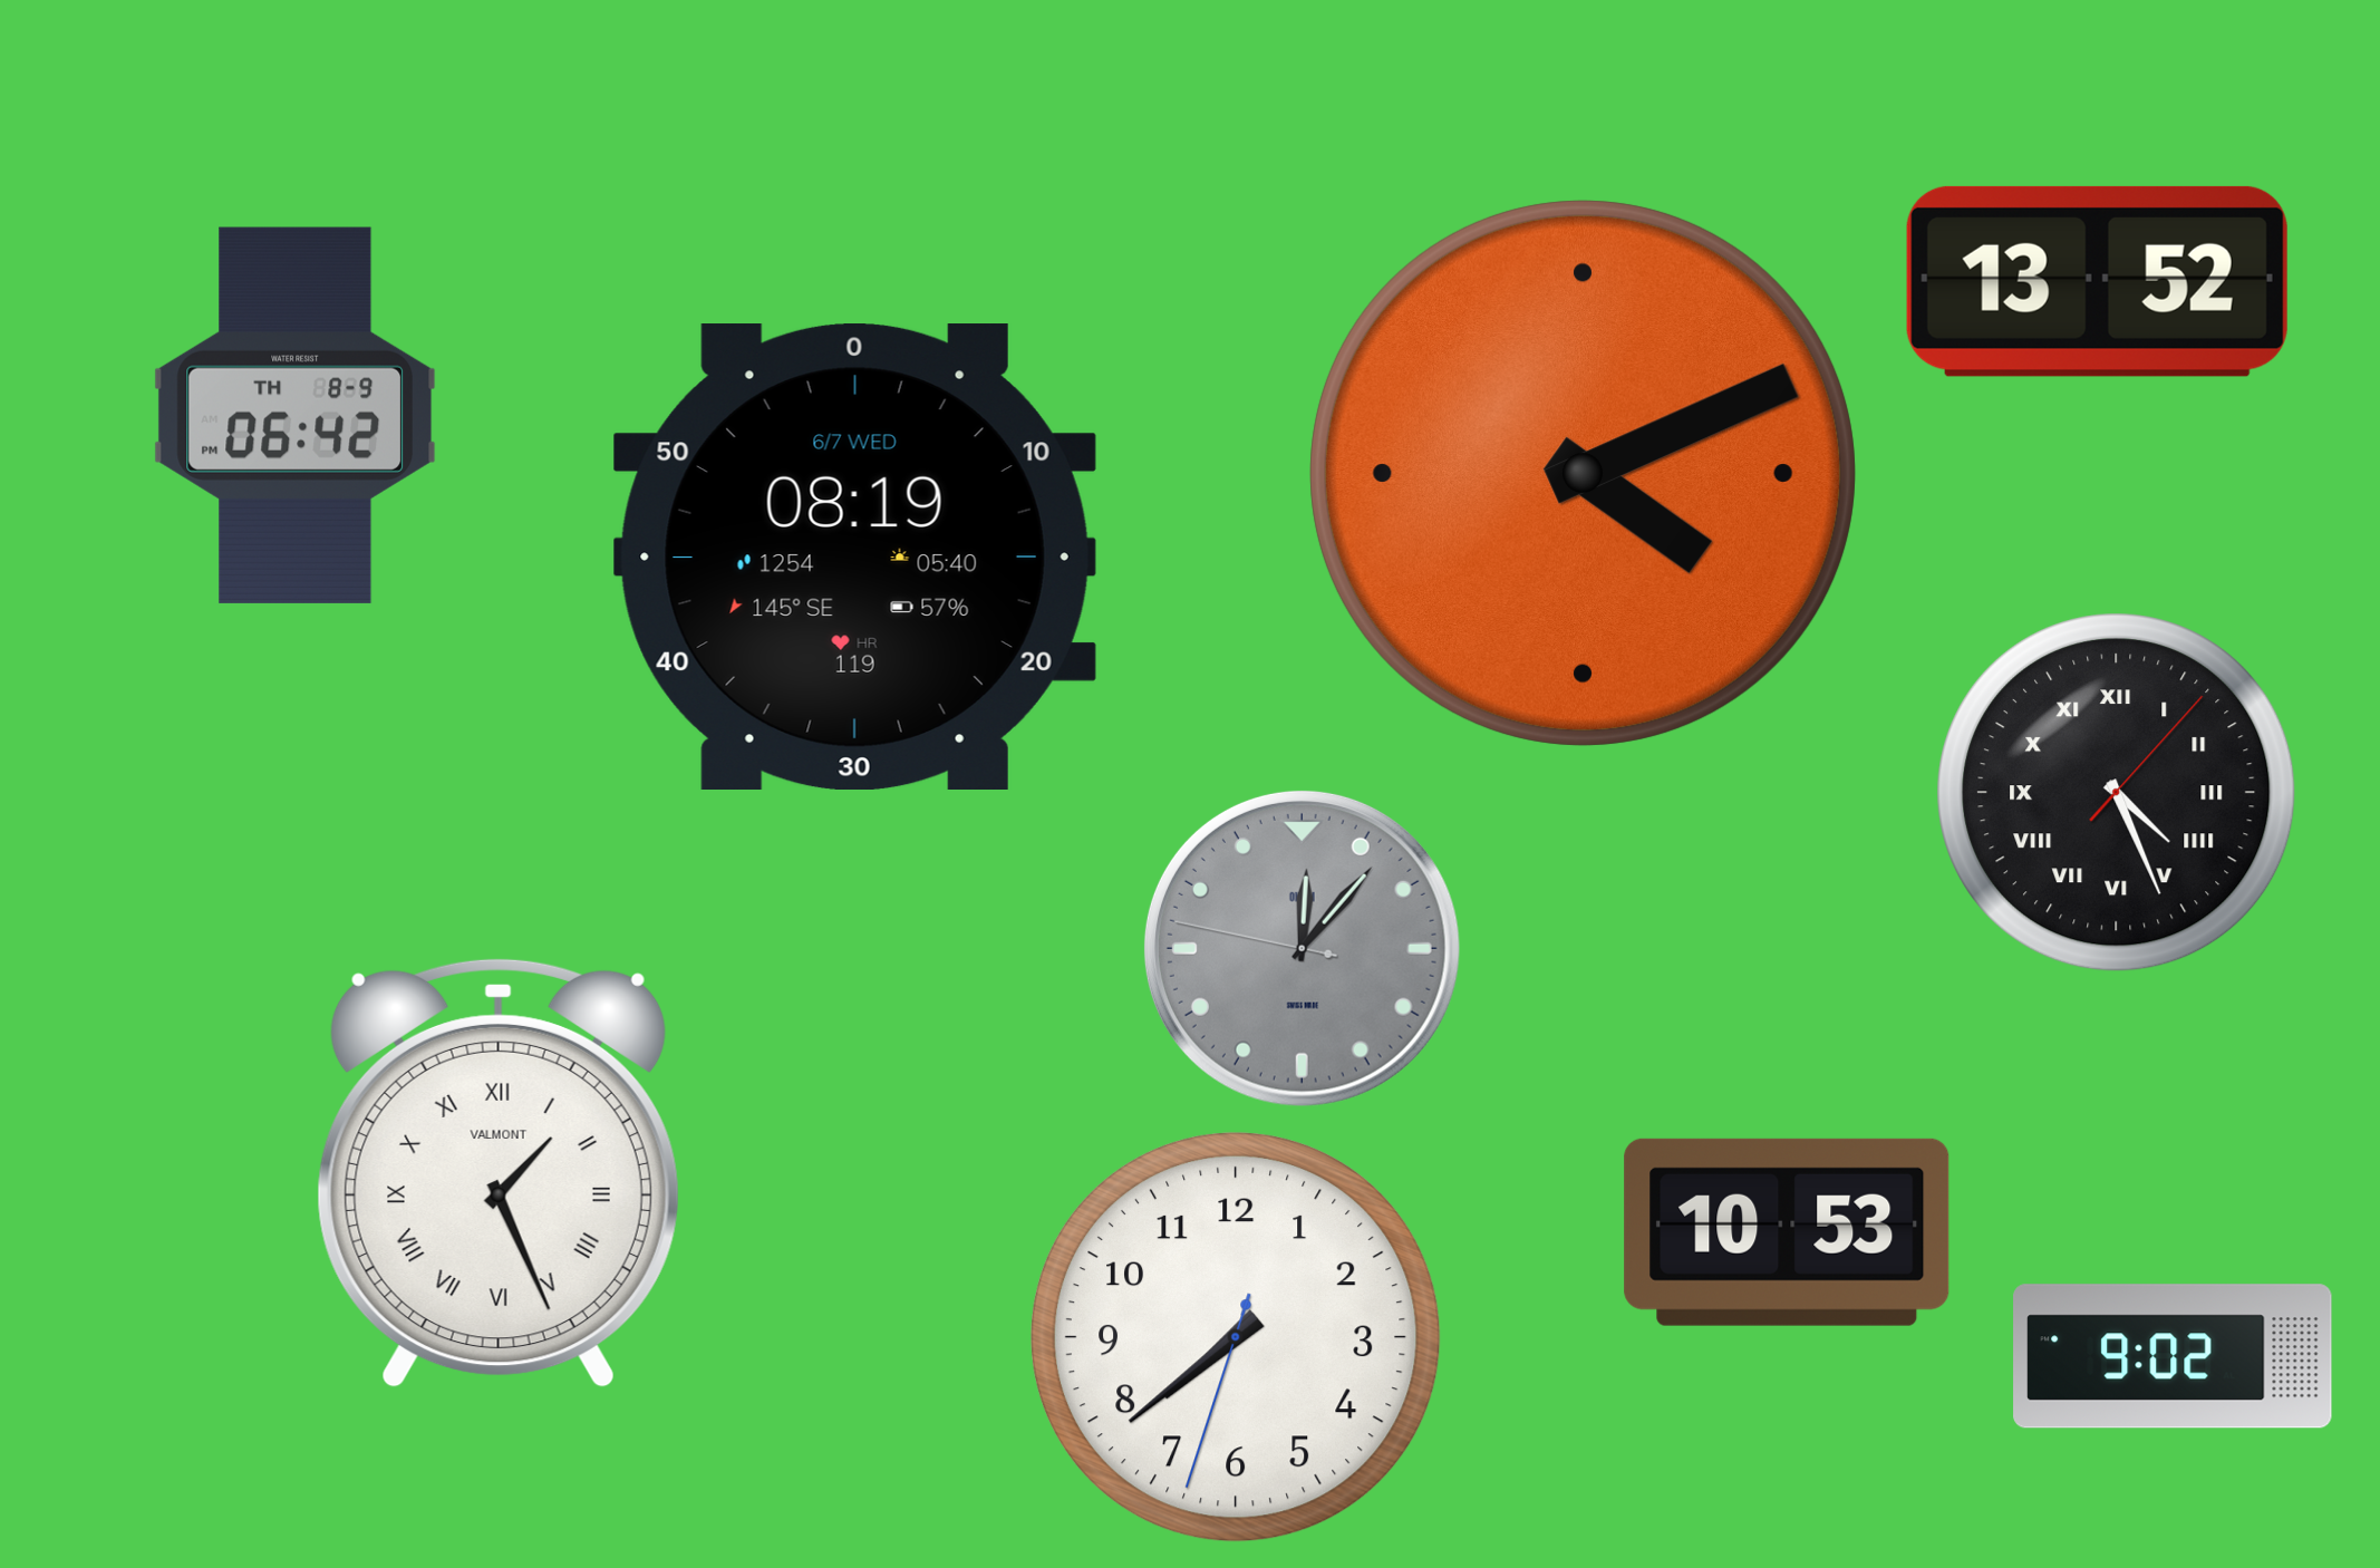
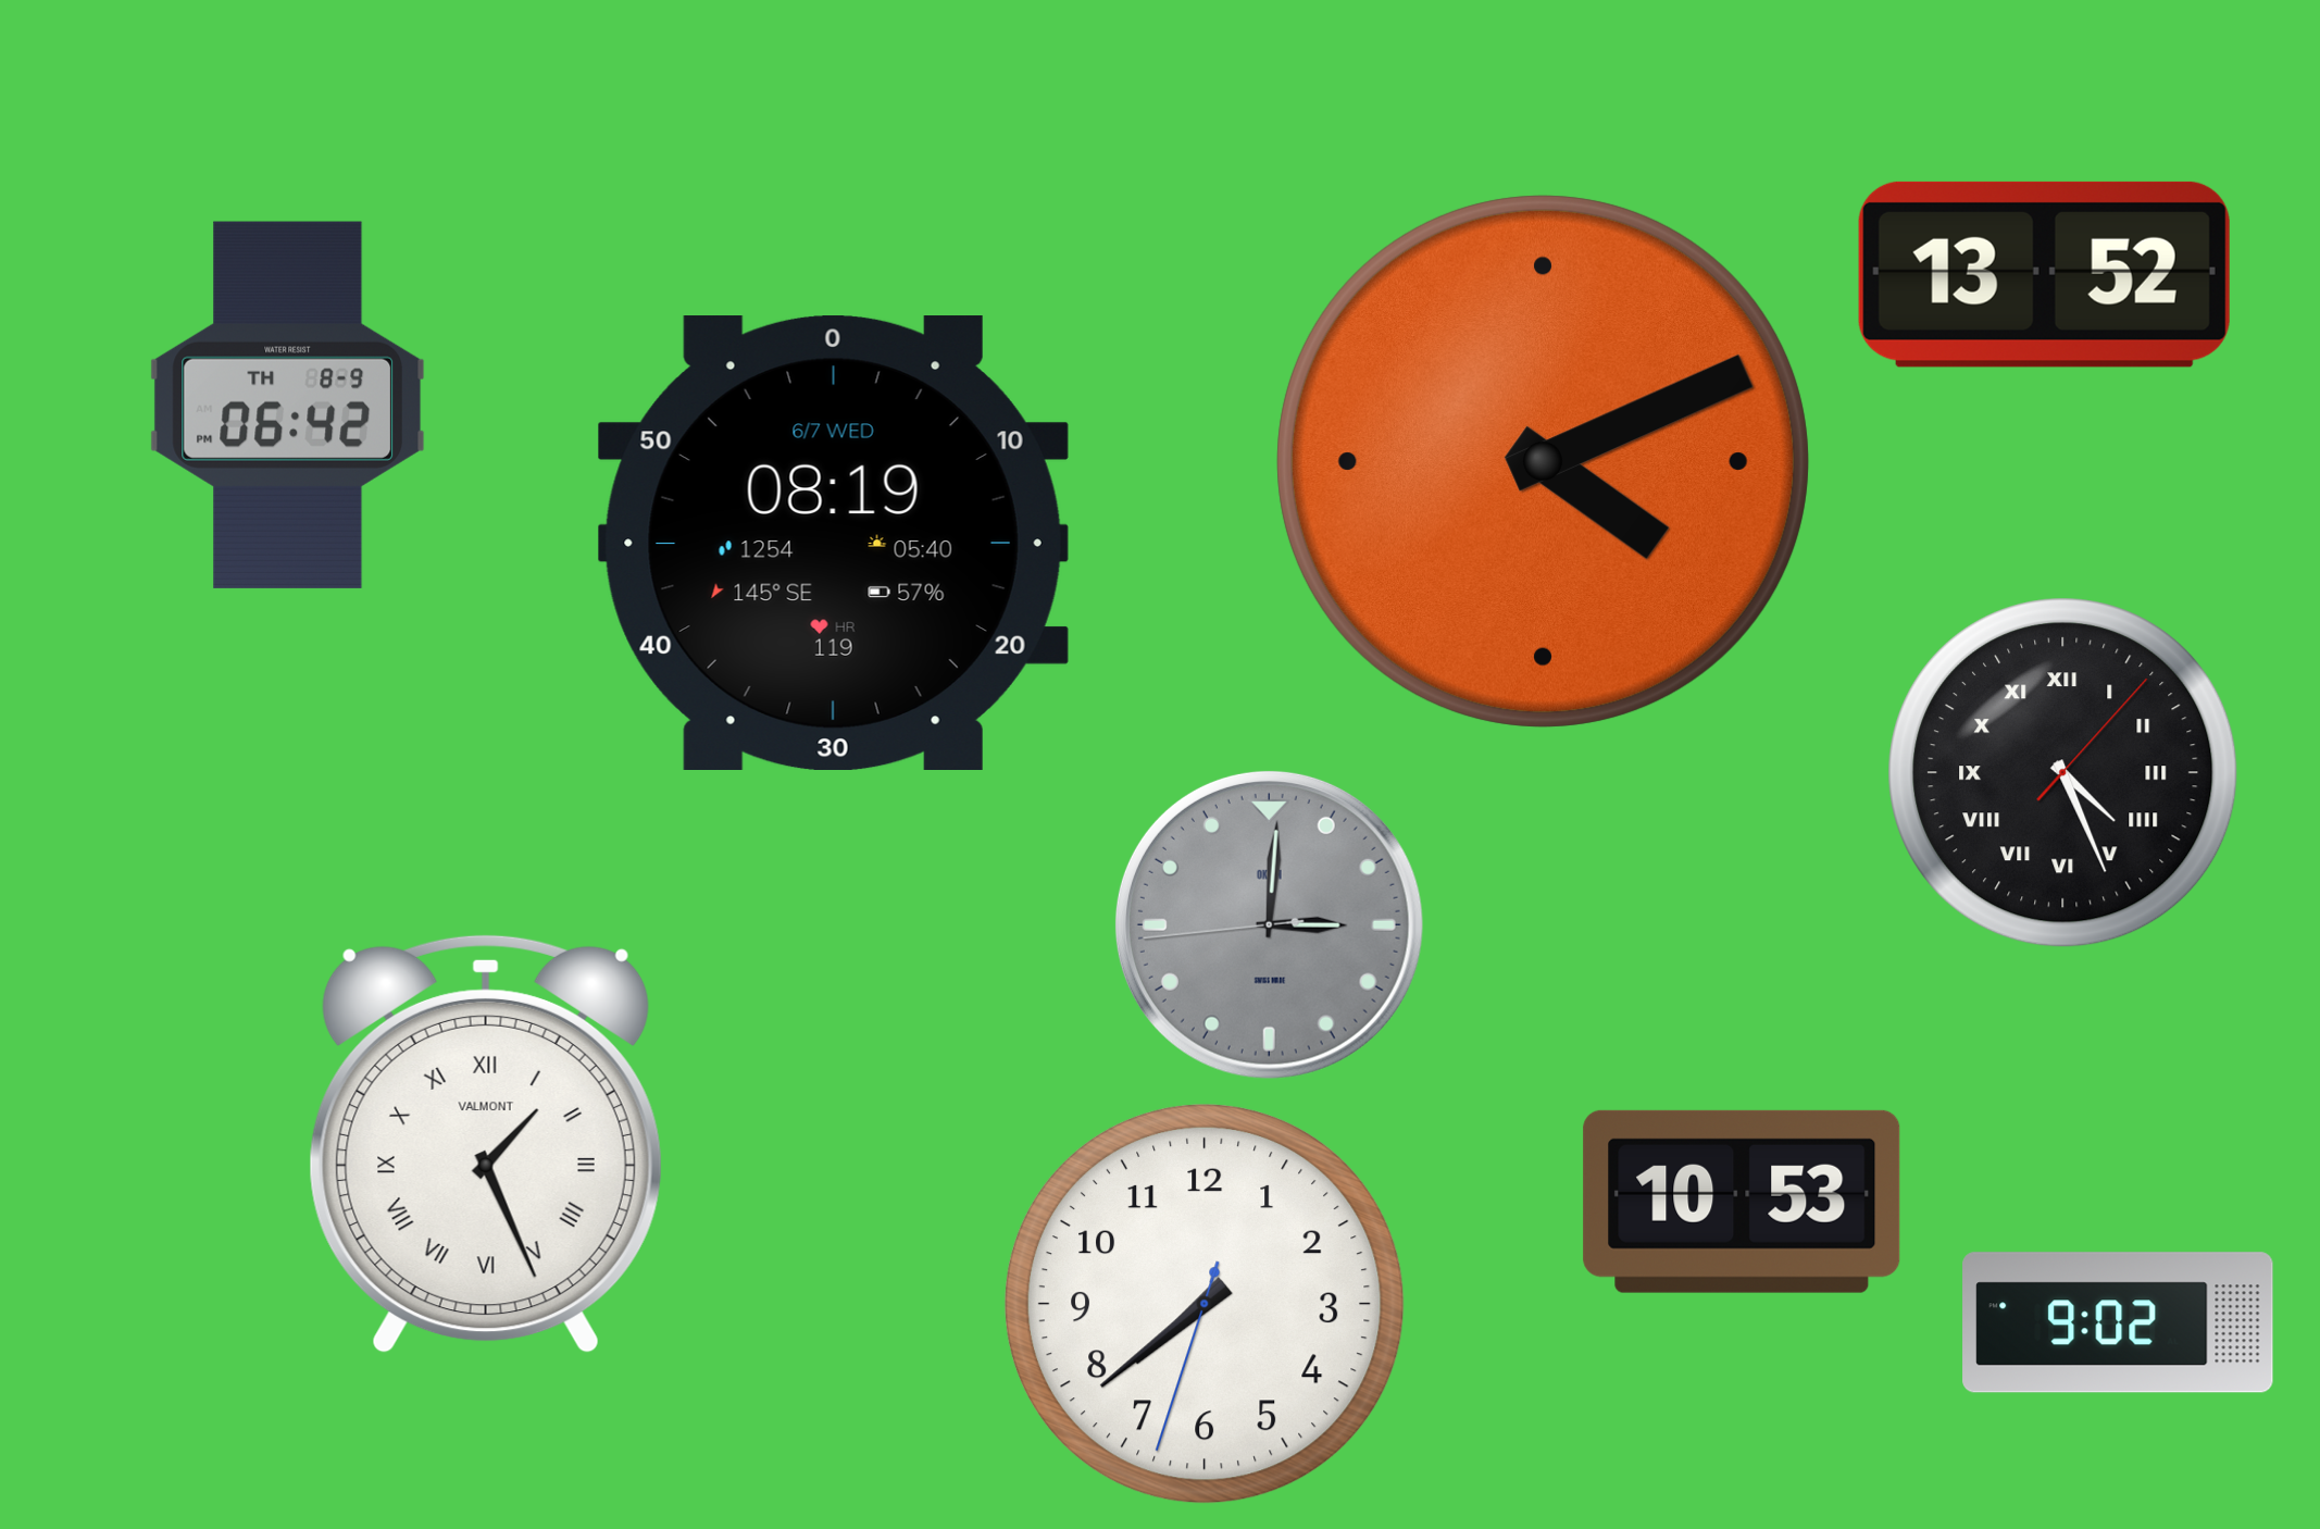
clock at (1302, 948): 12:06 -> 3:00
